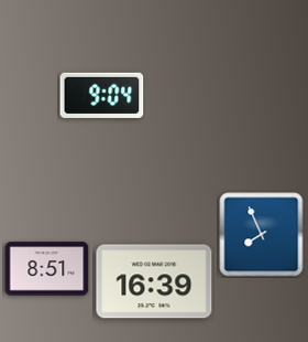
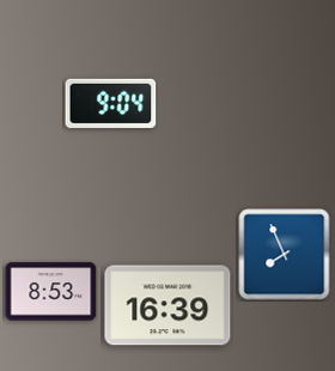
clock at (47, 269): 8:51 -> 8:53
